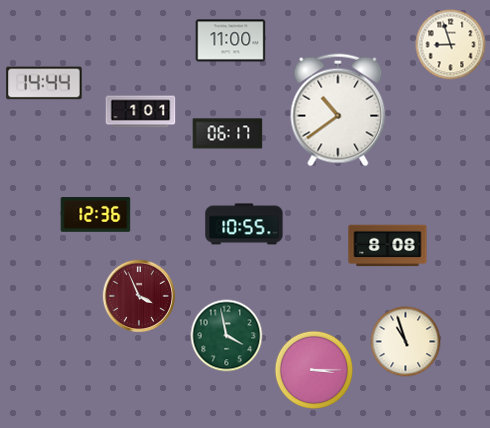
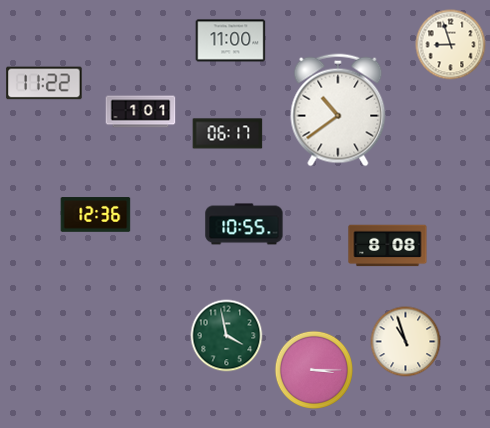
clock at (44, 83): 14:44 -> 11:22
clock at (139, 296): 3:56 -> none
